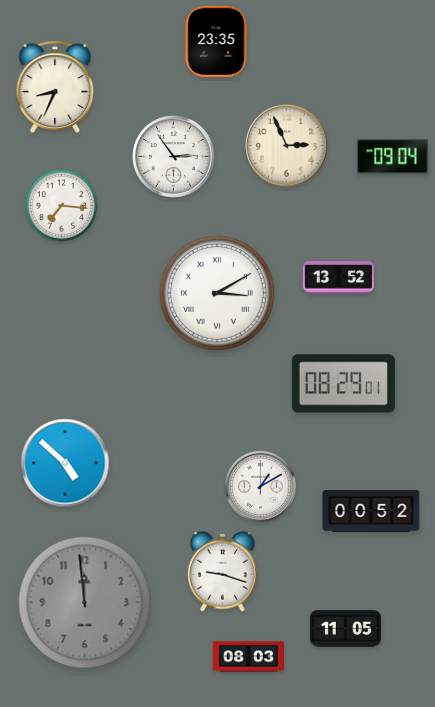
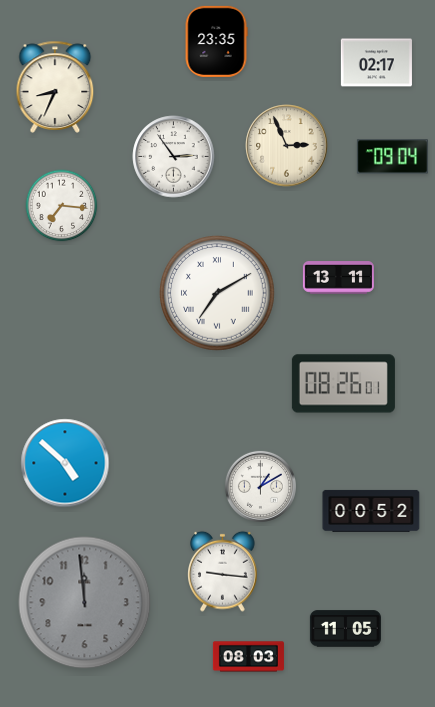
clock at (376, 63): none -> 02:17
clock at (338, 278): 13:52 -> 13:11
clock at (217, 293): 3:10 -> 7:10
clock at (343, 384): 08:29 -> 08:26
clock at (223, 571): 9:18 -> 9:16
